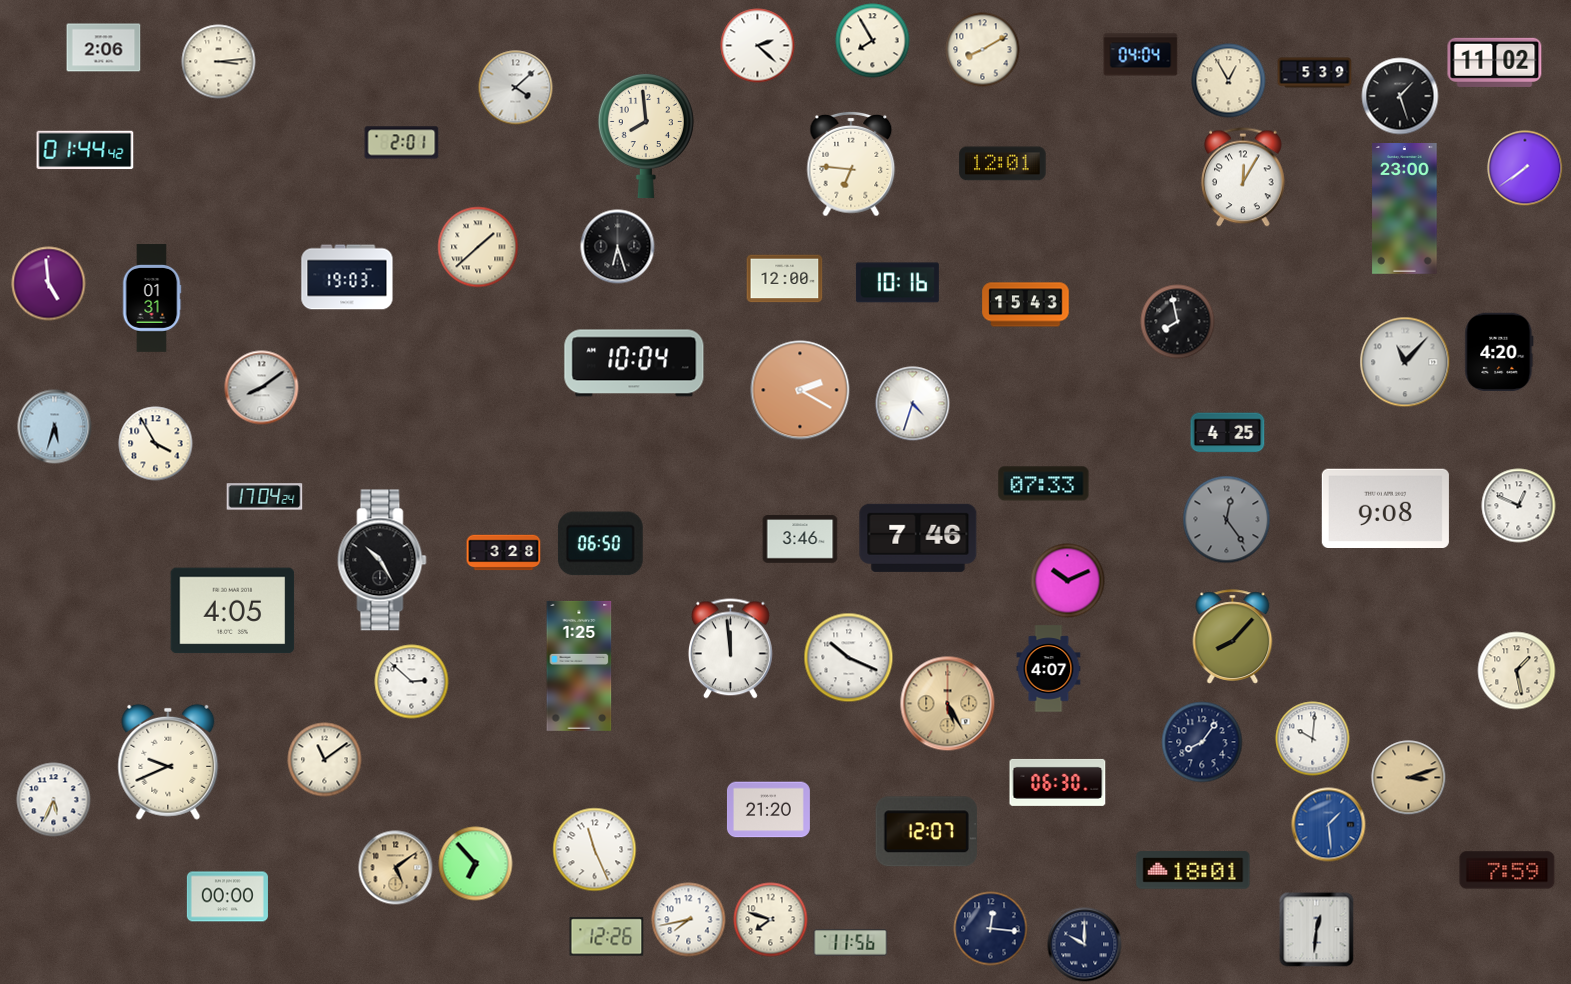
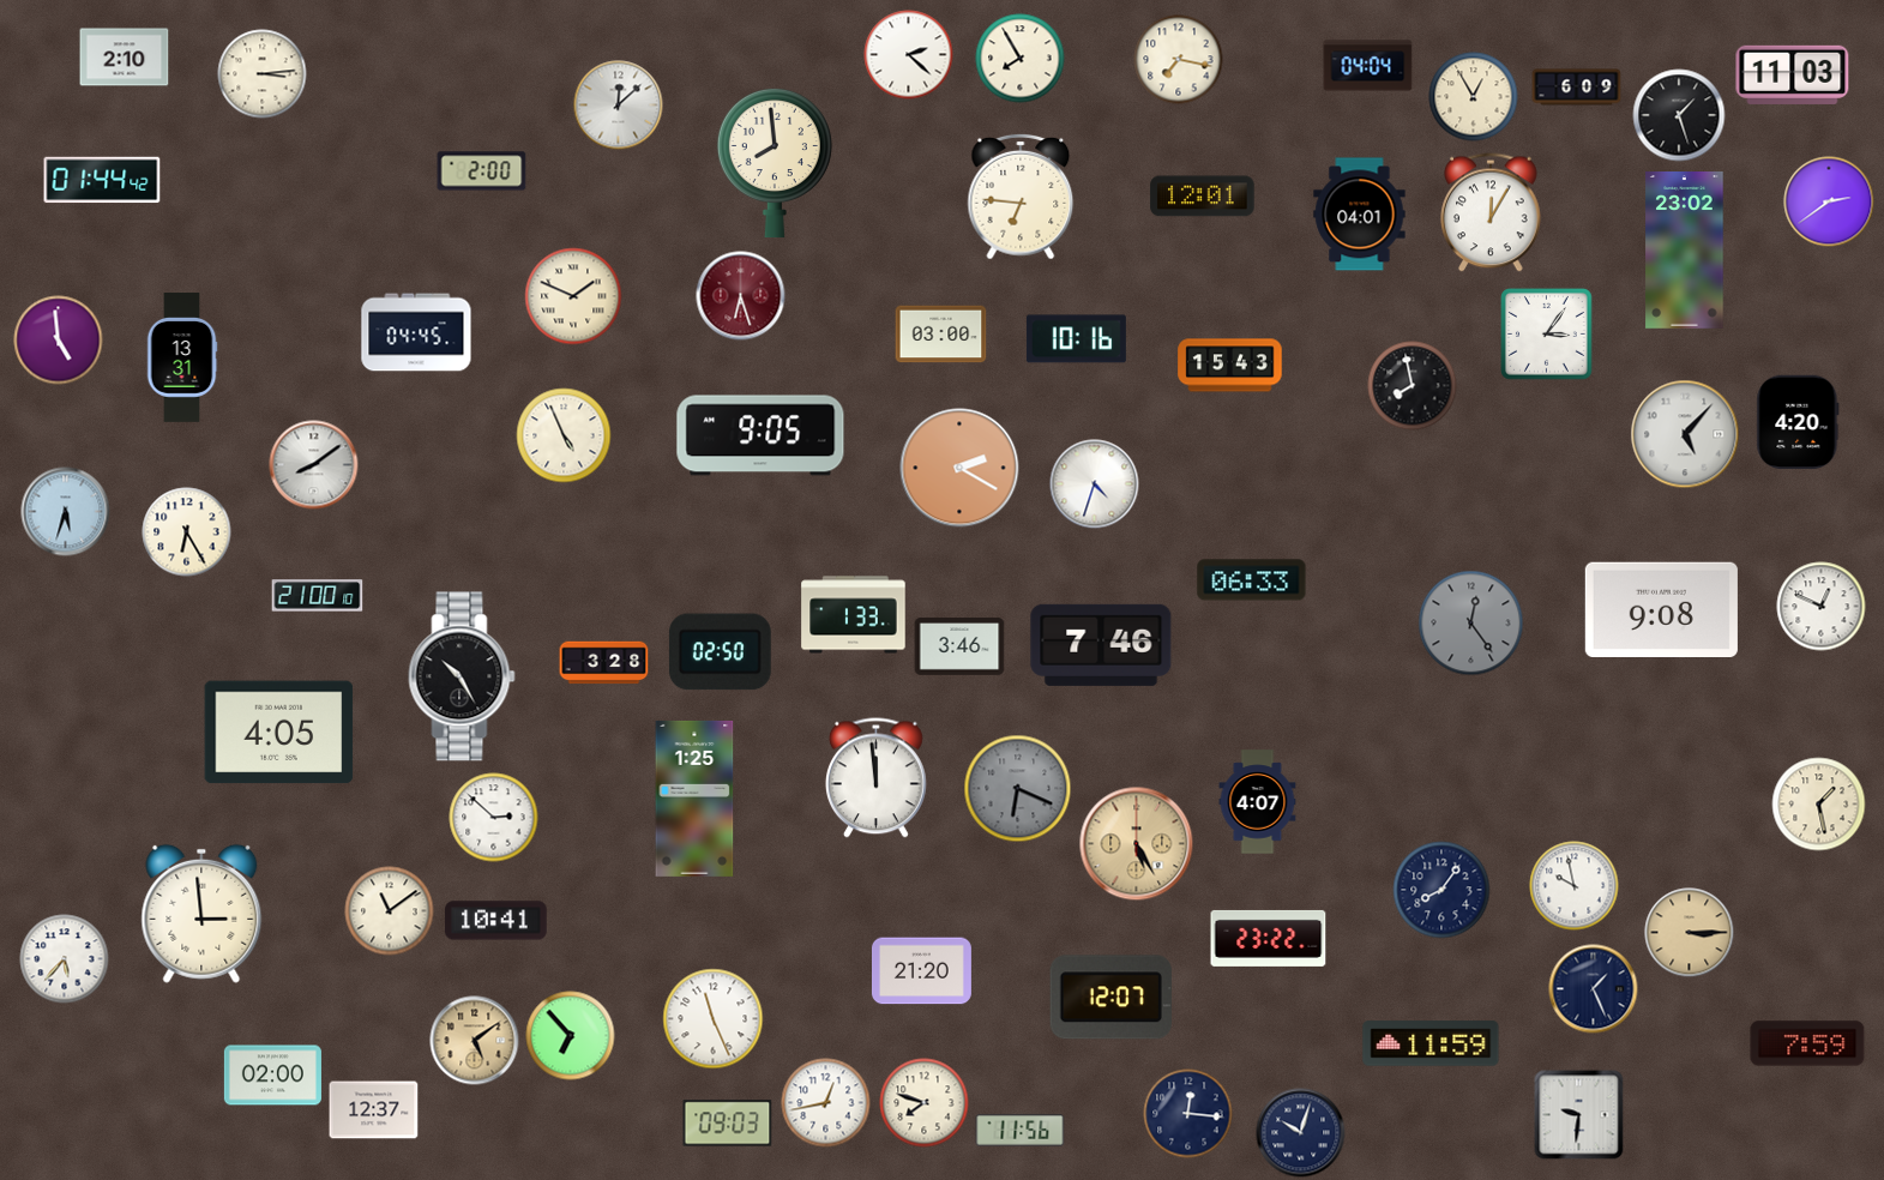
clock at (873, 41) position: (873, 41) -> (1021, 59)
clock at (104, 48): 2:06 -> 2:10
clock at (983, 50): 8:10 -> 7:17
clock at (1495, 62): 11:02 -> 11:03
clock at (1315, 73): 5:39 -> 6:09
clock at (516, 88): 4:08 -> 12:08
clock at (402, 143): 2:01 -> 2:00
clock at (1525, 168): 7:39 -> 2:39
clock at (1360, 215): none -> 04:01
clock at (1405, 209): 23:00 -> 23:02
clock at (478, 247): 1:38 -> 1:49
clock at (618, 247) dial: black -> burgundy
clock at (347, 277): 19:03 -> 04:45
clock at (785, 279): 12:00 -> 03:00
clock at (1547, 335): none -> 3:06
clock at (152, 298): 01:31 -> 13:31
clock at (1405, 362): 11:07 -> 5:07
clock at (564, 435): none -> 4:56
clock at (634, 363): 10:04 -> 9:05
clock at (1228, 433): 4:25 -> none
clock at (156, 444): 3:55 -> 6:25
clock at (1044, 484): 07:33 -> 06:33
clock at (265, 497): 17:04 -> 21:00
clock at (854, 615): none -> 1:33
clock at (600, 544): 06:50 -> 02:50
clock at (382, 560) position: (382, 560) -> (462, 676)
clock at (1068, 581): 10:11 -> none
clock at (1233, 637): 8:07 -> none
clock at (849, 658): 10:19 -> 6:19
clock at (849, 658) dial: white -> grey
clock at (1313, 739): 10:01 -> 9:58
clock at (168, 762): 9:41 -> 2:59
clock at (496, 921): none -> 10:41
clock at (1409, 778): 3:12 -> 3:15
clock at (1058, 782): 06:30 -> 23:22
clock at (54, 800): 5:34 -> 5:37
clock at (1329, 825): 1:29 -> 1:26
clock at (1329, 825) dial: blue -> navy
clock at (1193, 870): 18:01 -> 11:59
clock at (227, 897): 00:00 -> 02:00
clock at (689, 920): 7:43 -> 12:43
clock at (374, 1110): none -> 12:37
clock at (1317, 930): 12:31 -> 9:31
clock at (607, 937): 12:26 -> 09:03
clock at (1085, 945): 10:00 -> 10:03
